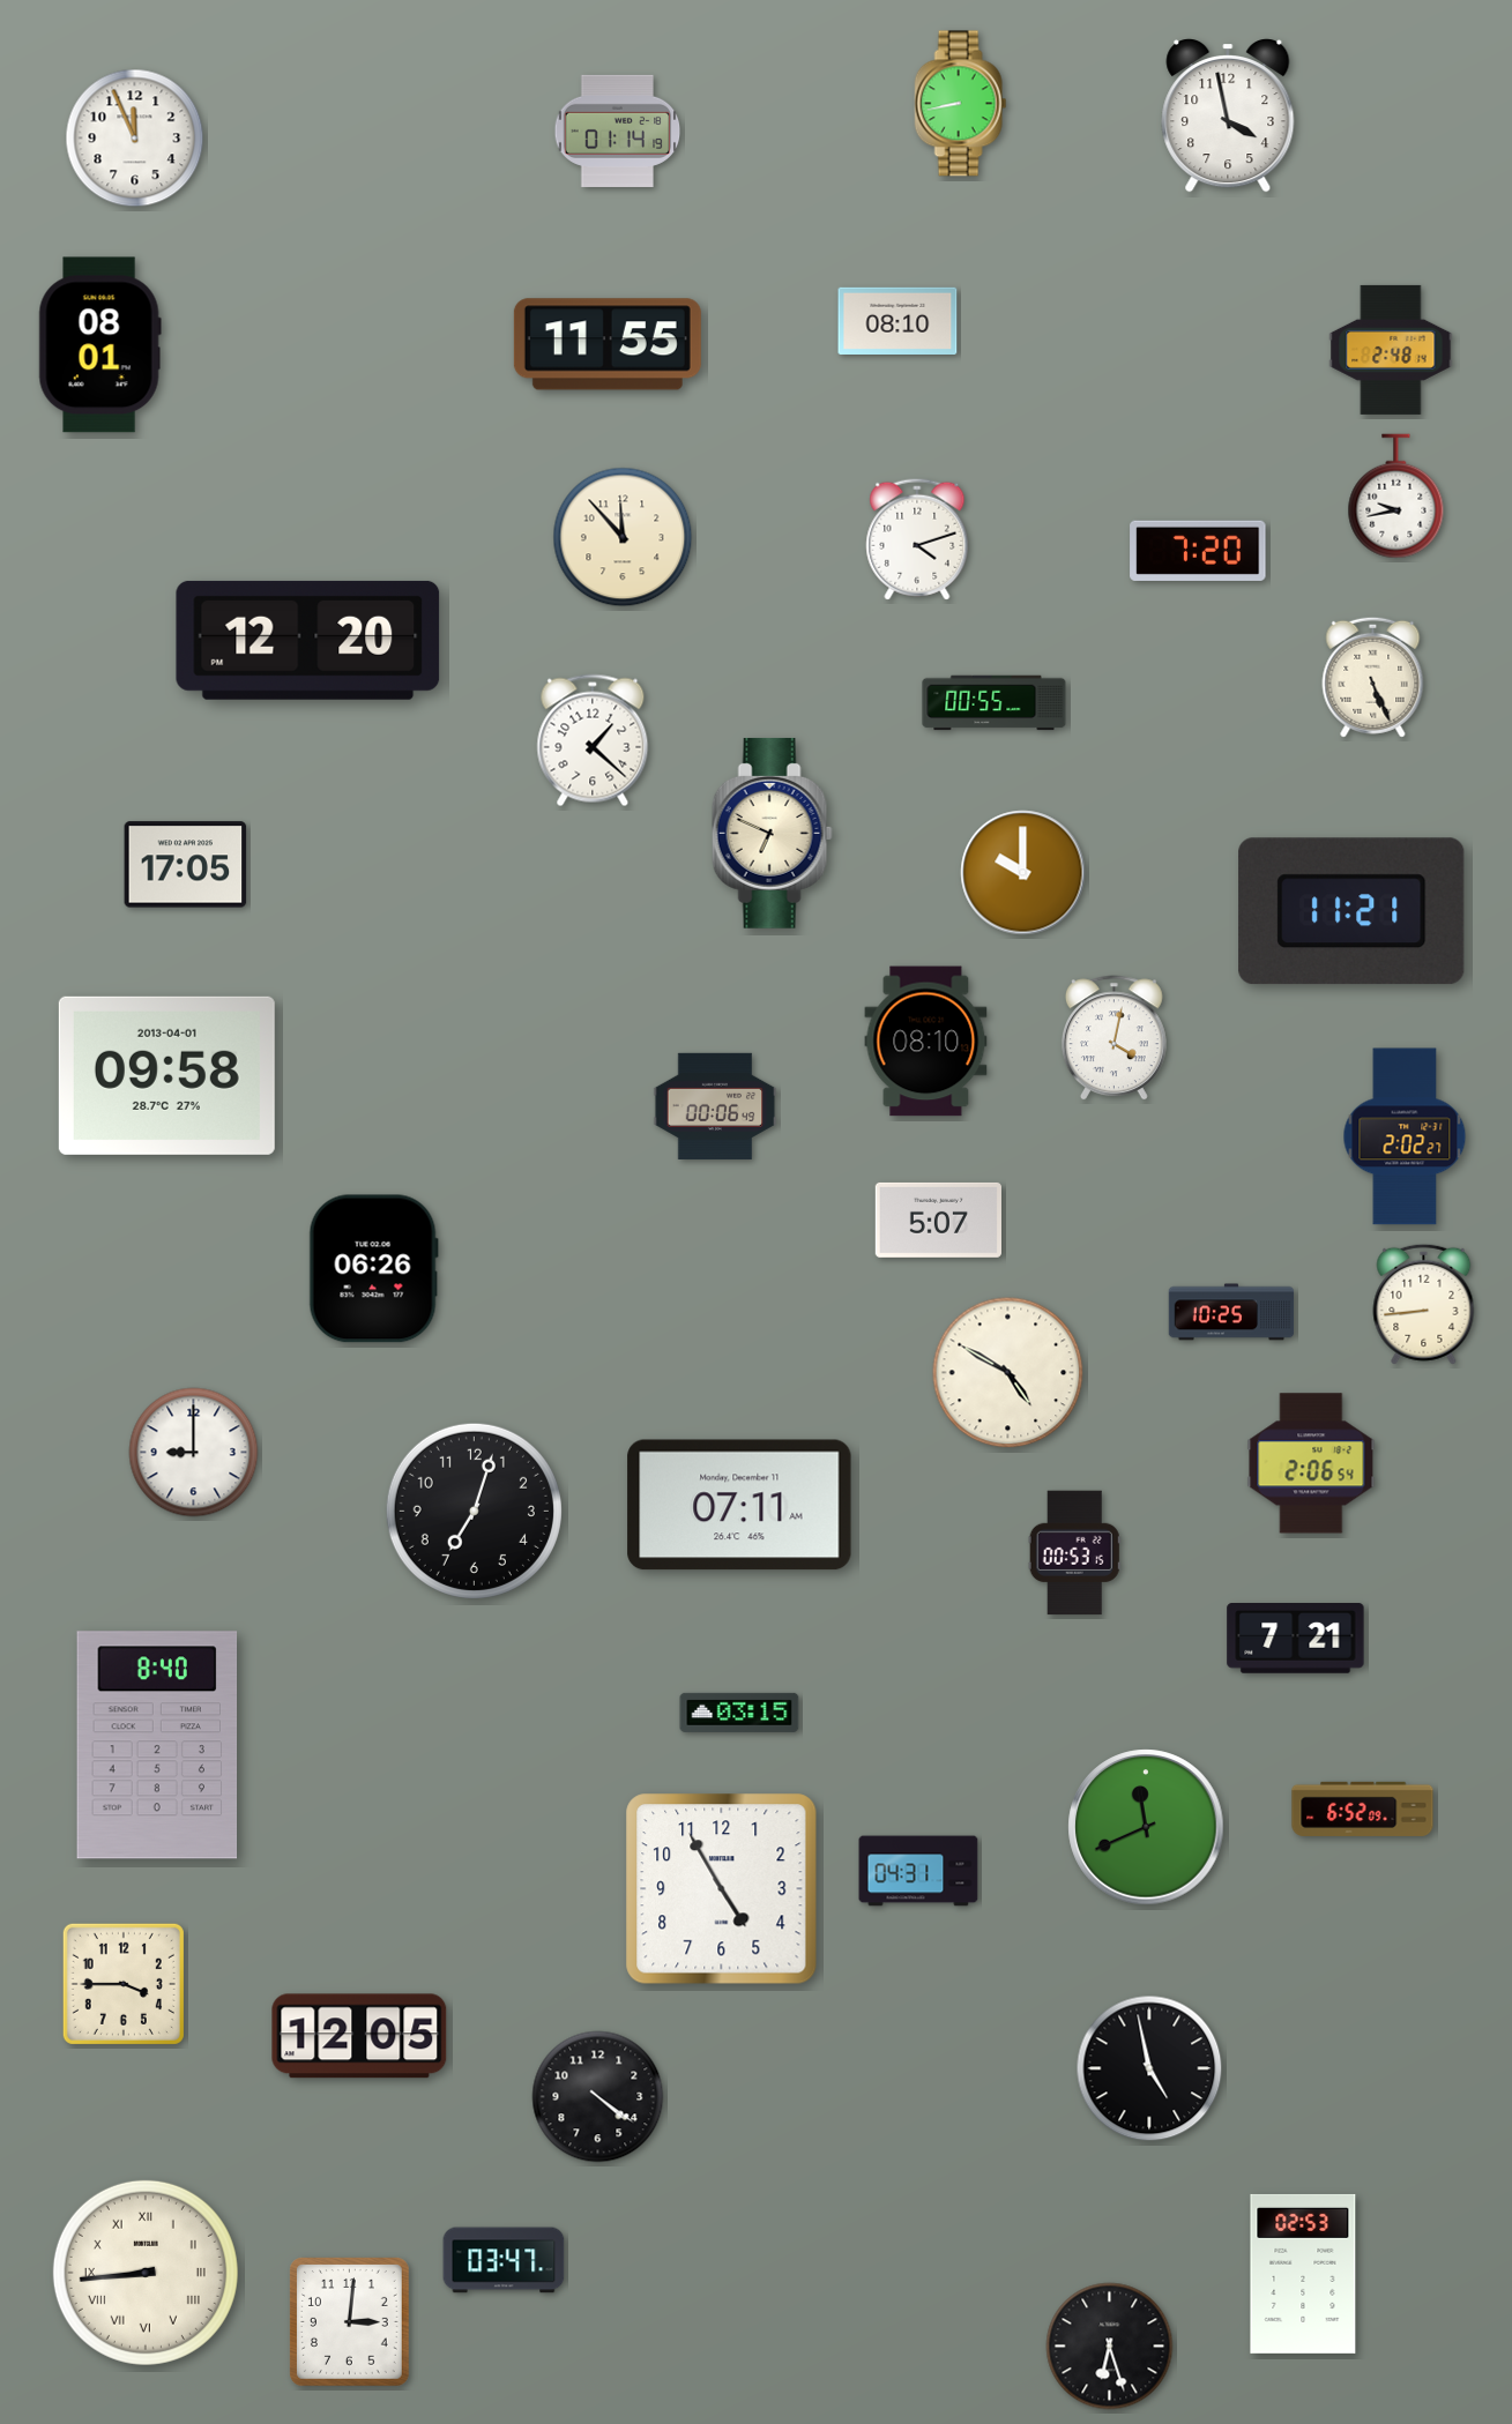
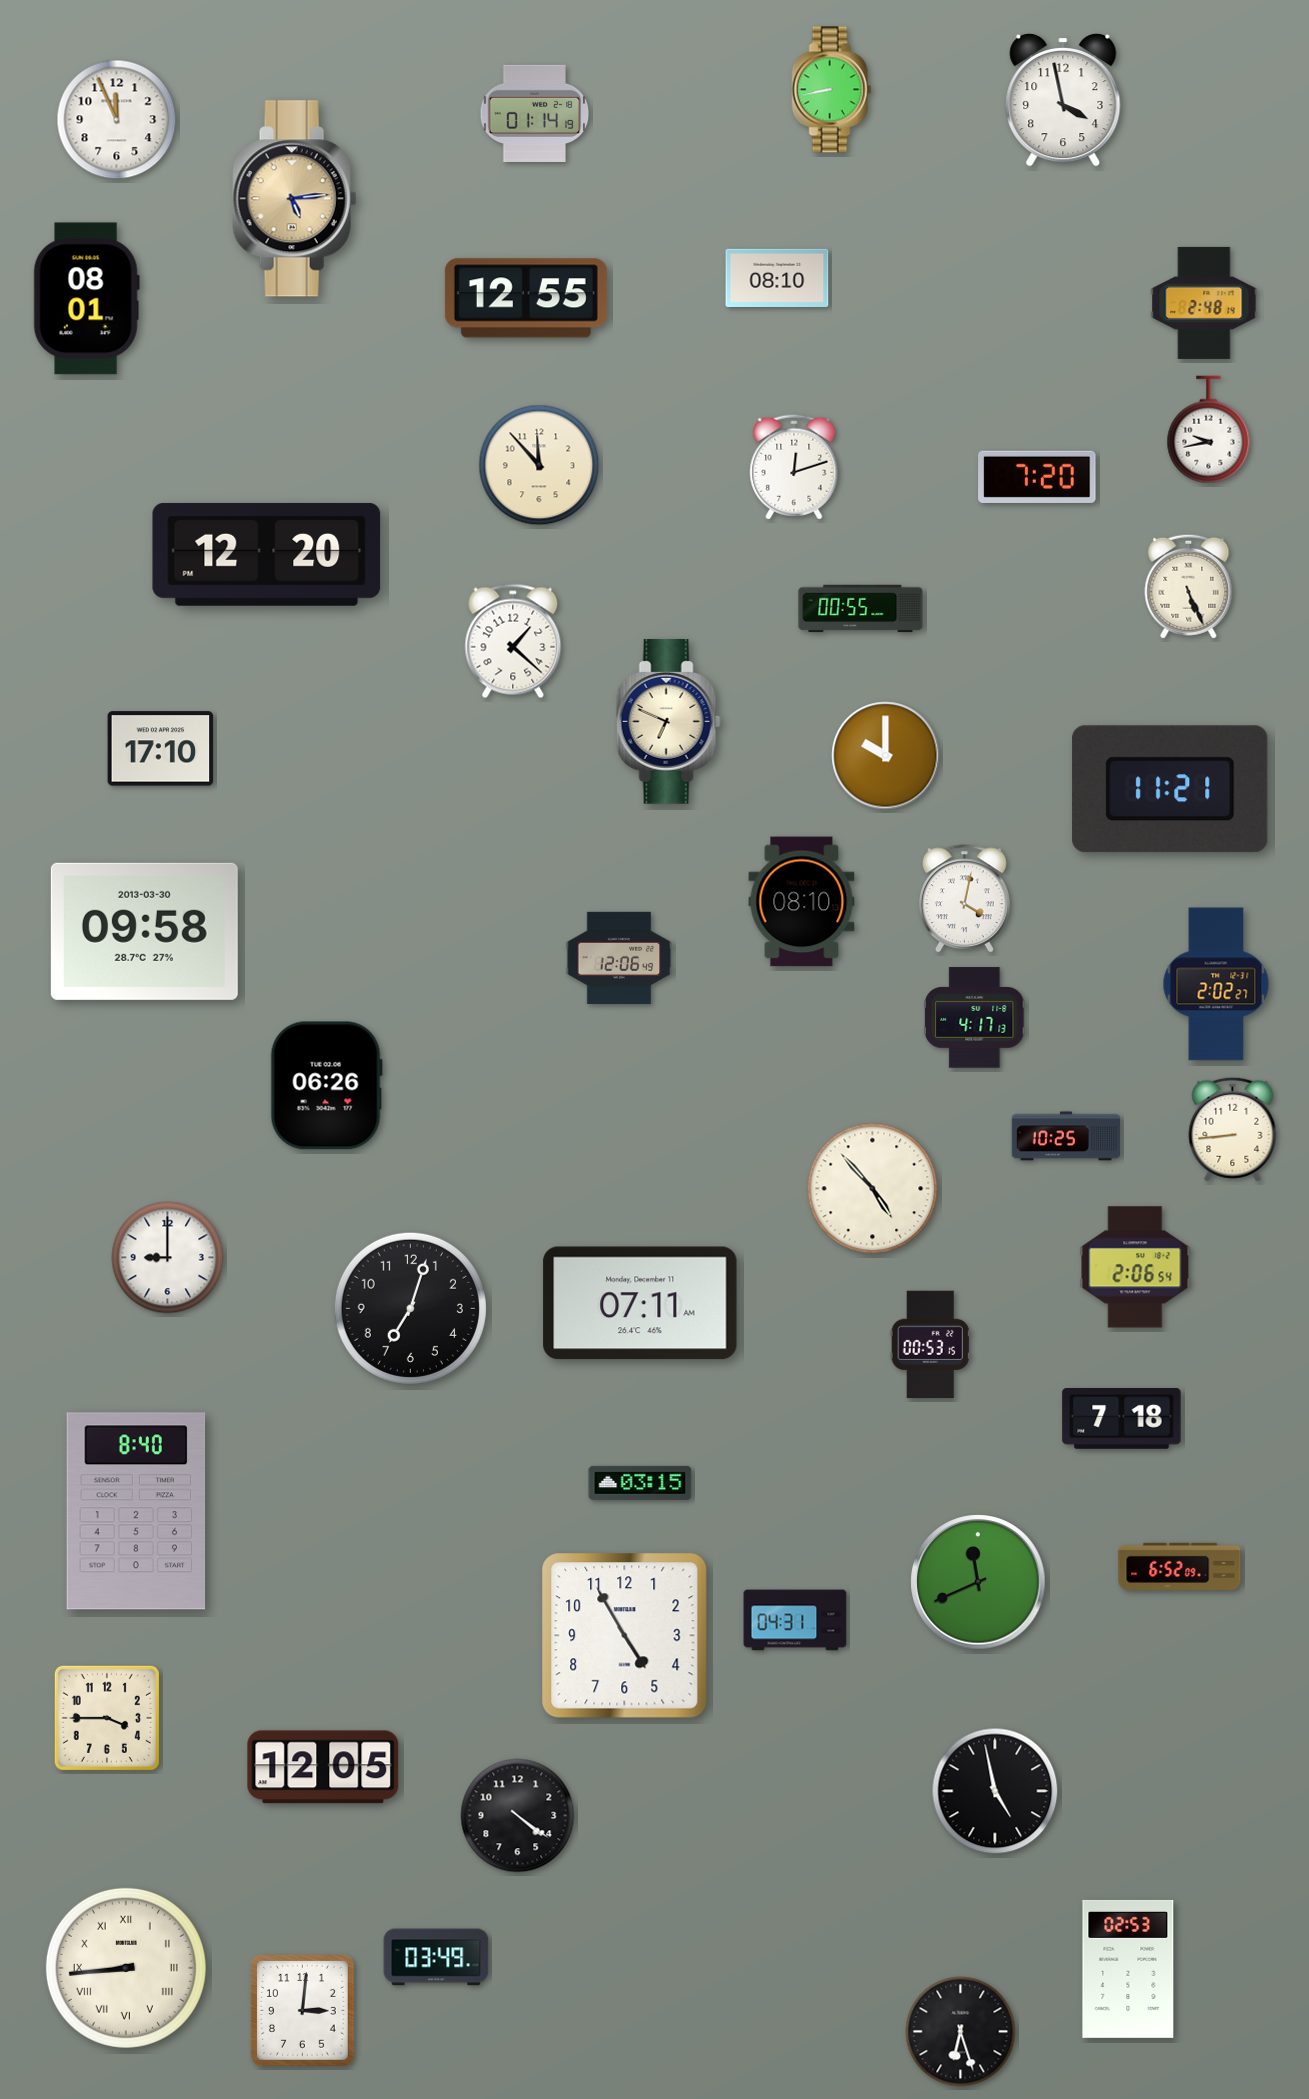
clock at (295, 199): none -> 5:14
clock at (608, 344): 11:55 -> 12:55
clock at (917, 539): 4:12 -> 12:12
clock at (186, 865): 17:05 -> 17:10
clock at (166, 1075) date: 2013-04-01 -> 2013-03-30
clock at (715, 1106): 00:06 -> 12:06
clock at (975, 1018): none -> 4:17
clock at (938, 1220): 5:07 -> none
clock at (373, 1269) position: (373, 1269) -> (326, 1086)
clock at (1008, 1373): 4:50 -> 4:53
clock at (1296, 1639): 7:21 -> 7:18
clock at (1146, 1827) position: (1146, 1827) -> (978, 1582)
clock at (359, 2036) position: (359, 2036) -> (323, 1767)
clock at (504, 2260): 03:47 -> 03:49
